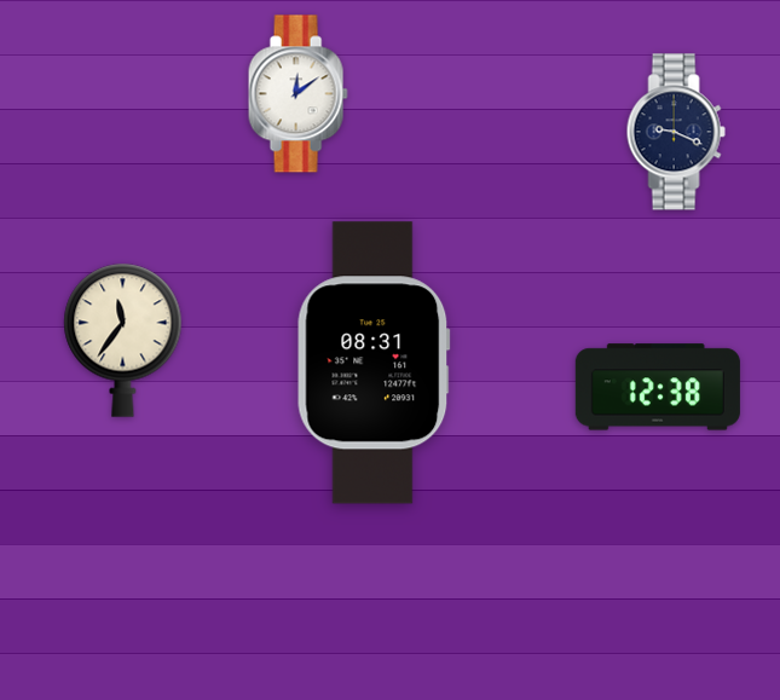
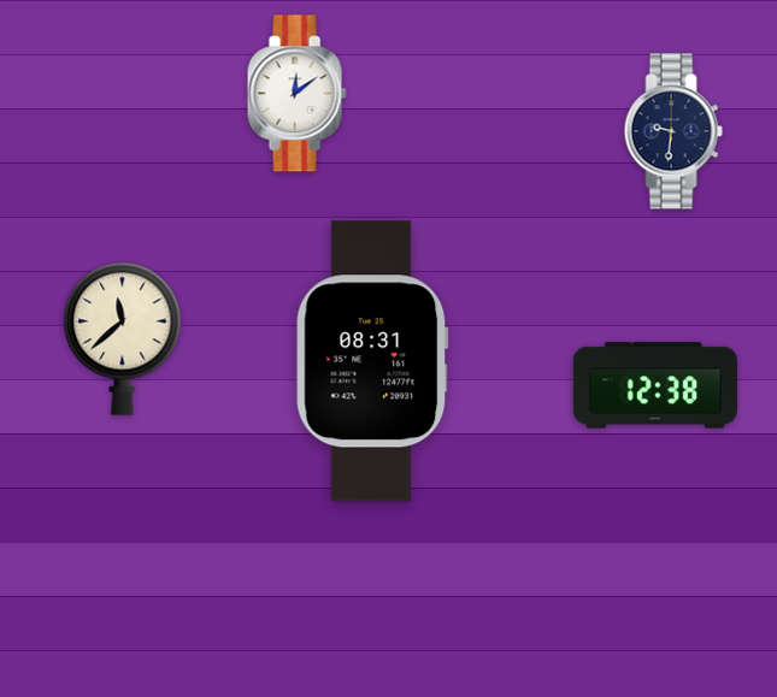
clock at (676, 132): 9:19 -> 9:31
clock at (123, 340): 11:36 -> 11:38
